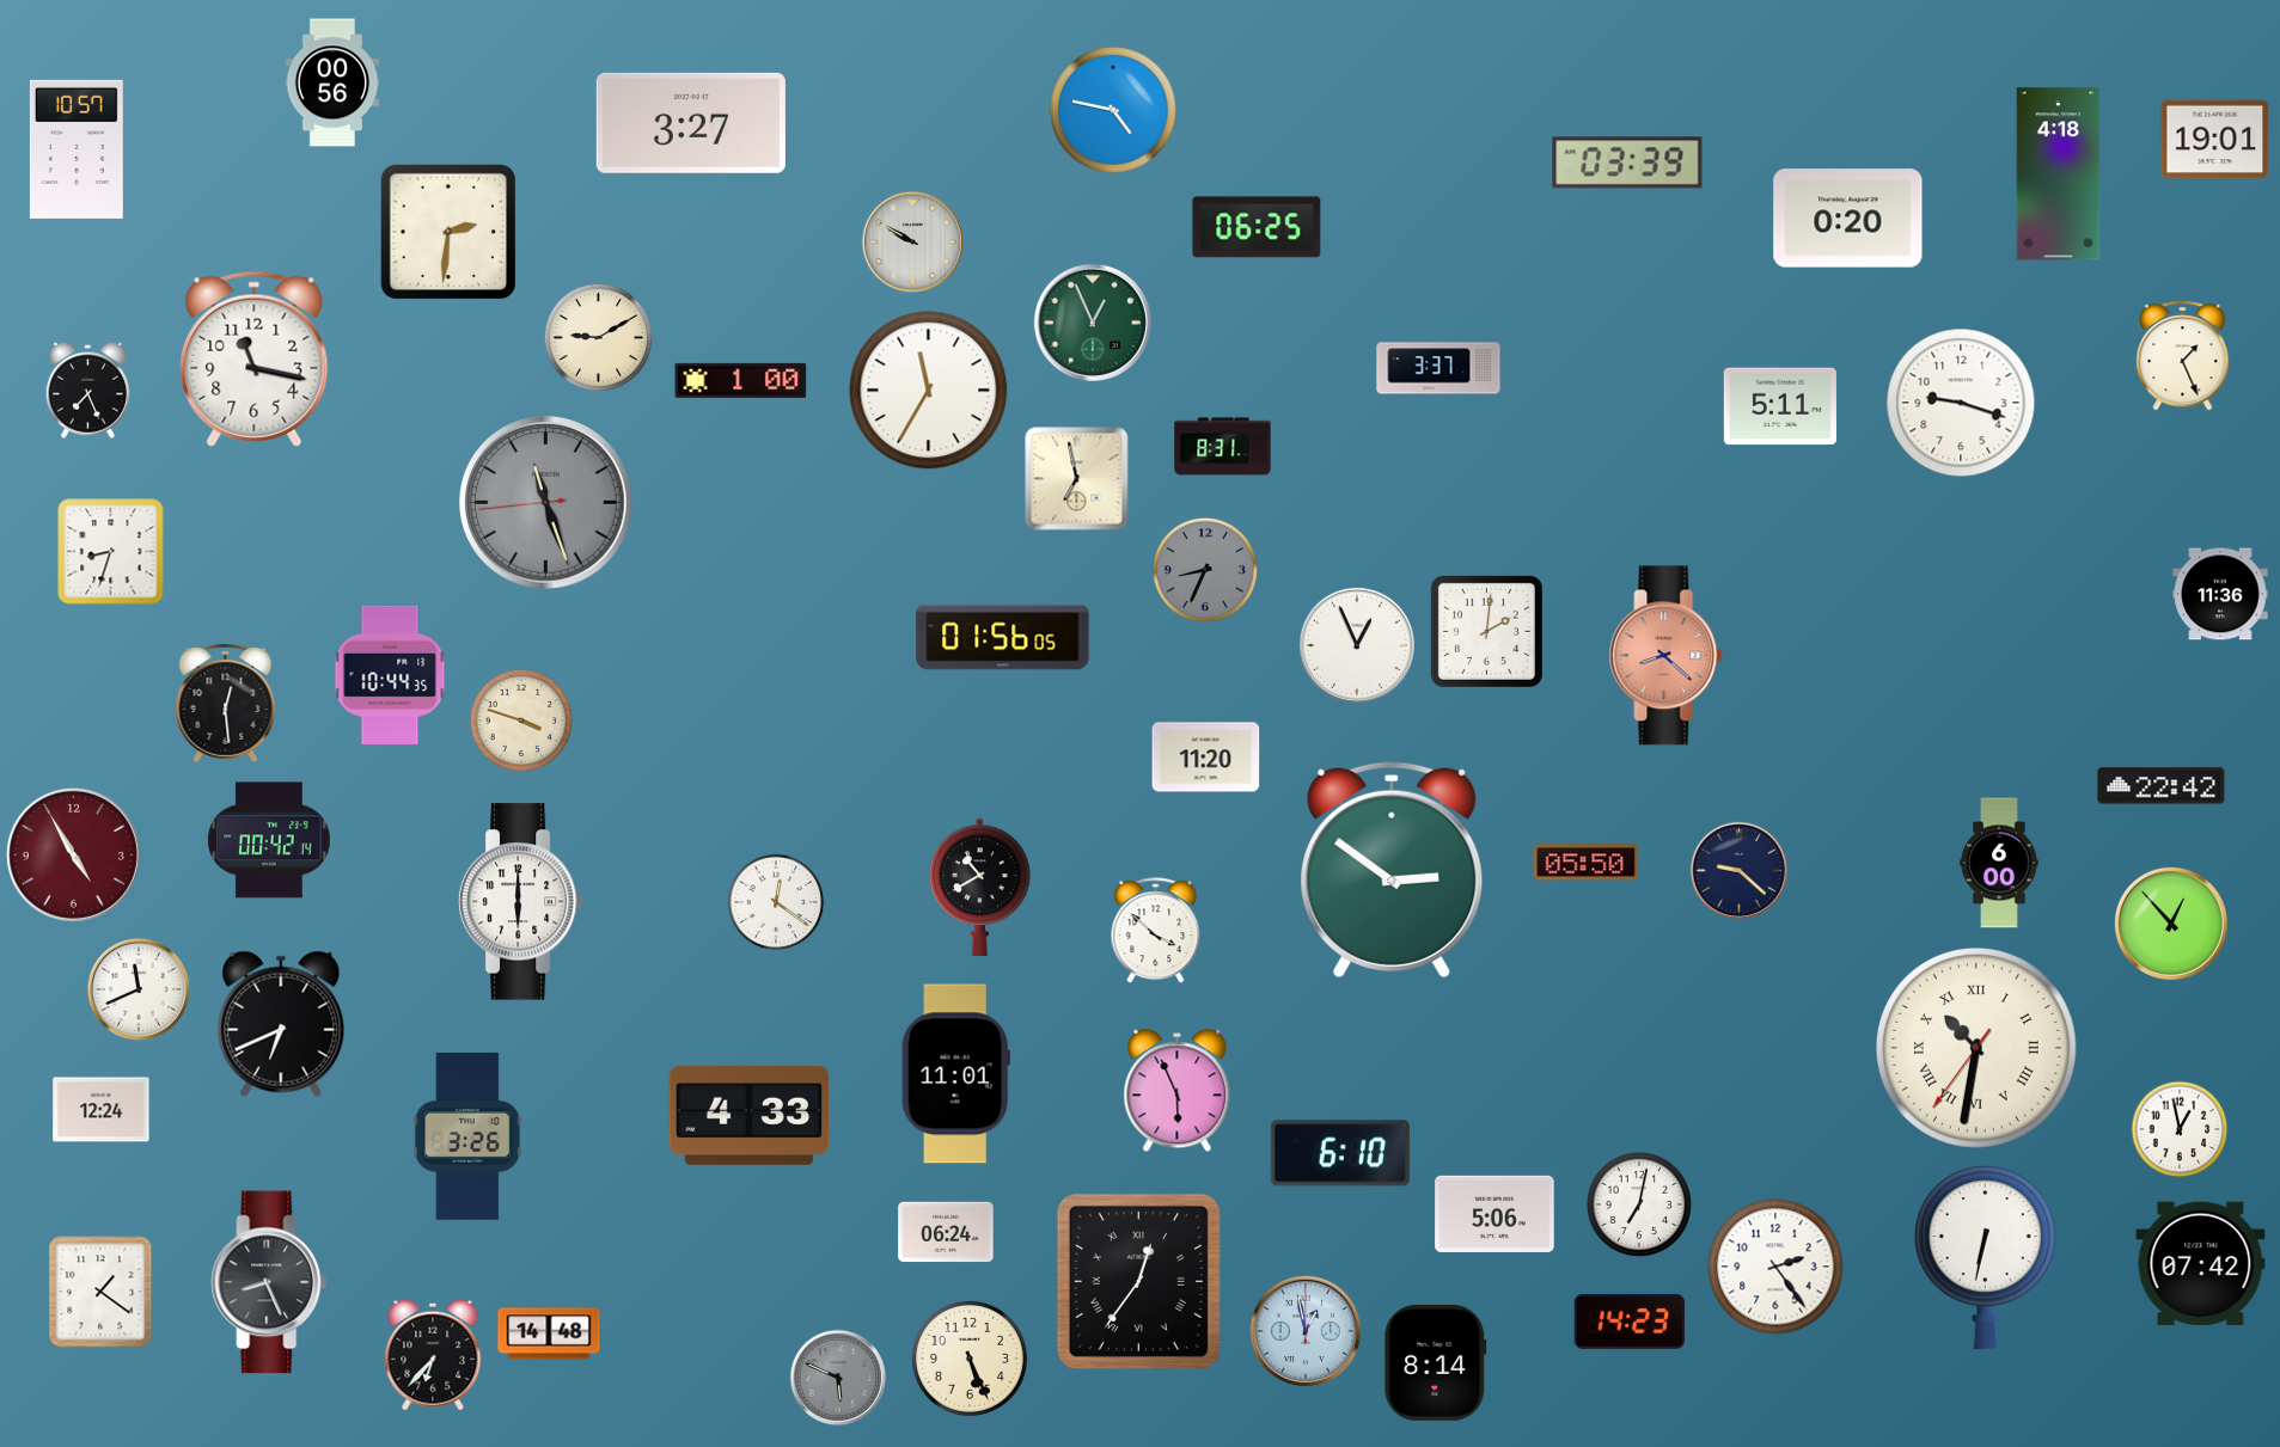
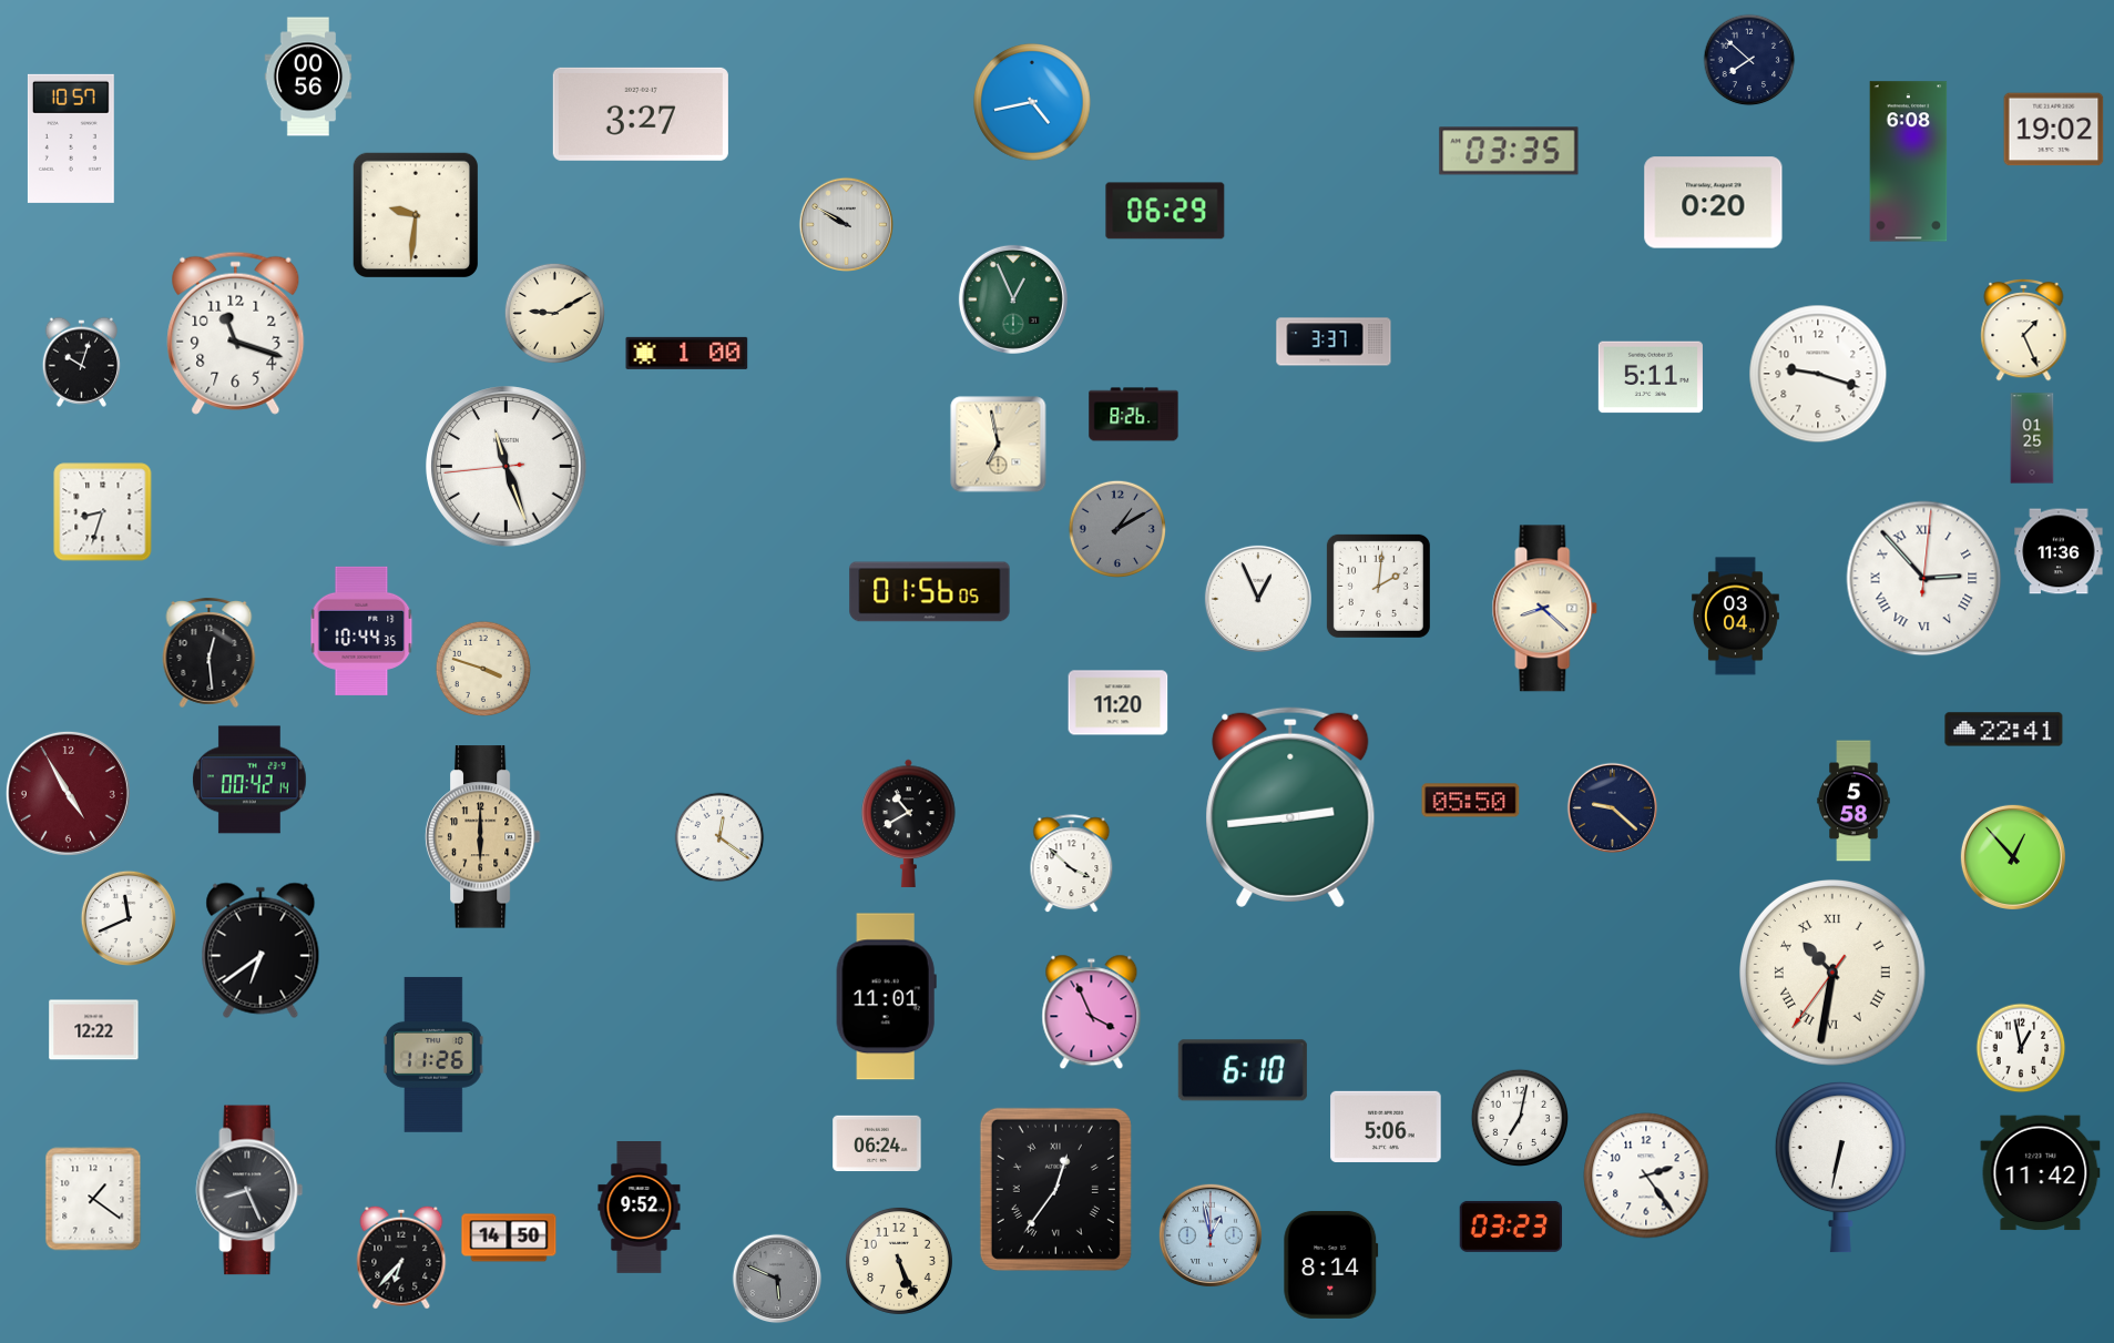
clock at (1749, 60): none -> 7:52
clock at (1113, 110): 4:47 -> 4:43
clock at (2215, 140): 19:01 -> 19:02
clock at (1627, 163): 03:39 -> 03:35
clock at (2059, 174): 4:18 -> 6:08
clock at (1257, 227): 06:25 -> 06:29
clock at (448, 232): 2:31 -> 9:31
clock at (255, 358): 11:17 -> 11:18
clock at (87, 390): 7:26 -> 10:03
clock at (929, 391): 11:35 -> none
clock at (1223, 447): 8:31 -> 8:26
clock at (2032, 438): none -> 01:25
clock at (546, 503) dial: grey -> white
clock at (1204, 569): 8:34 -> 1:10
clock at (1924, 579): none -> 2:53
clock at (1667, 656) dial: salmon -> cream
clock at (1735, 617): none -> 03:04
clock at (390, 675) position: (390, 675) -> (361, 631)
clock at (2162, 786): 22:42 -> 22:41
clock at (1999, 863): 6:00 -> 5:58
clock at (1392, 870): 2:51 -> 2:44
clock at (520, 902) dial: white -> champagne
clock at (281, 1024): 6:41 -> 6:39
clock at (1178, 1091): 5:56 -> 3:56
clock at (102, 1110): 12:24 -> 12:22
clock at (750, 1115): 4:33 -> none
clock at (467, 1136): 3:26 -> 11:26
clock at (2201, 1264): 07:42 -> 11:42
clock at (640, 1208): none -> 9:52
clock at (1630, 1322): 14:23 -> 03:23
clock at (549, 1333): 14:48 -> 14:50
